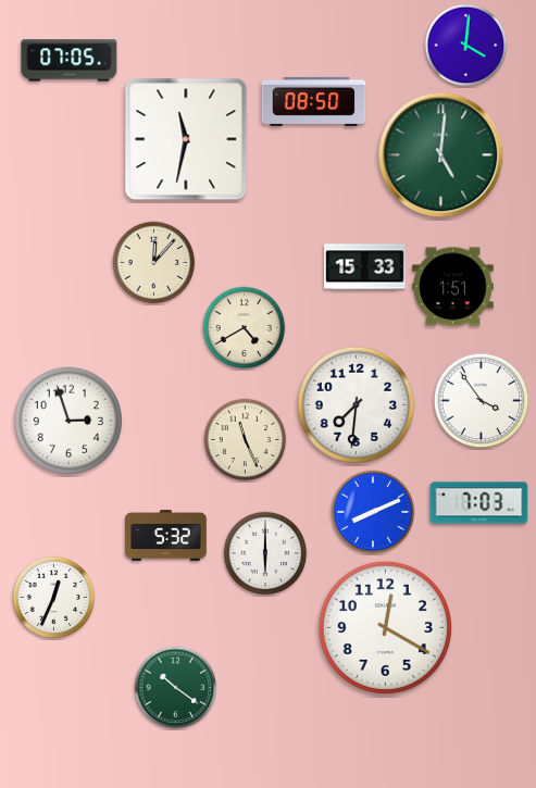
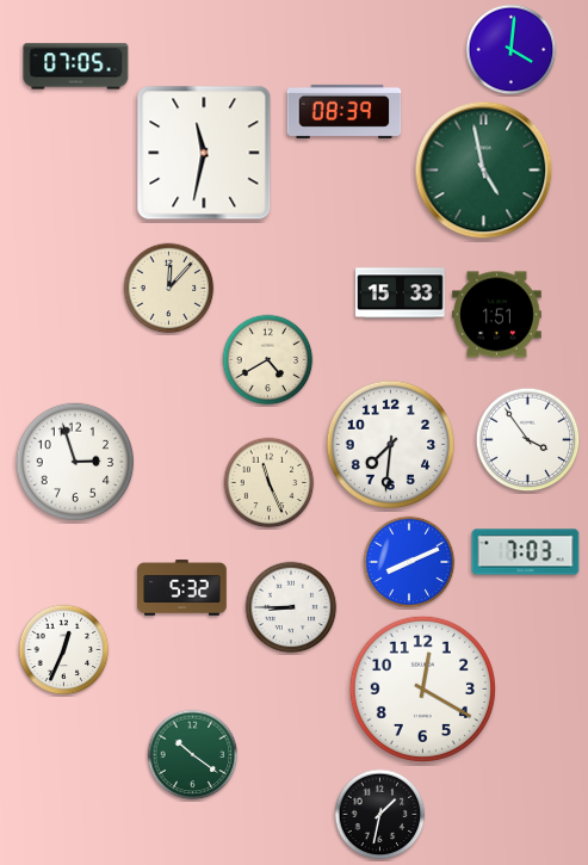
clock at (314, 101): 08:50 -> 08:39
clock at (441, 155): 5:01 -> 4:58
clock at (265, 553): 6:00 -> 8:45
clock at (54, 598) position: (54, 598) -> (64, 650)
clock at (380, 815): none -> 1:32
